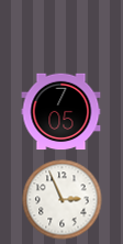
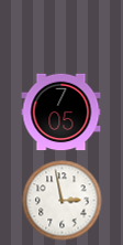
clock at (63, 200): 2:56 -> 2:58
